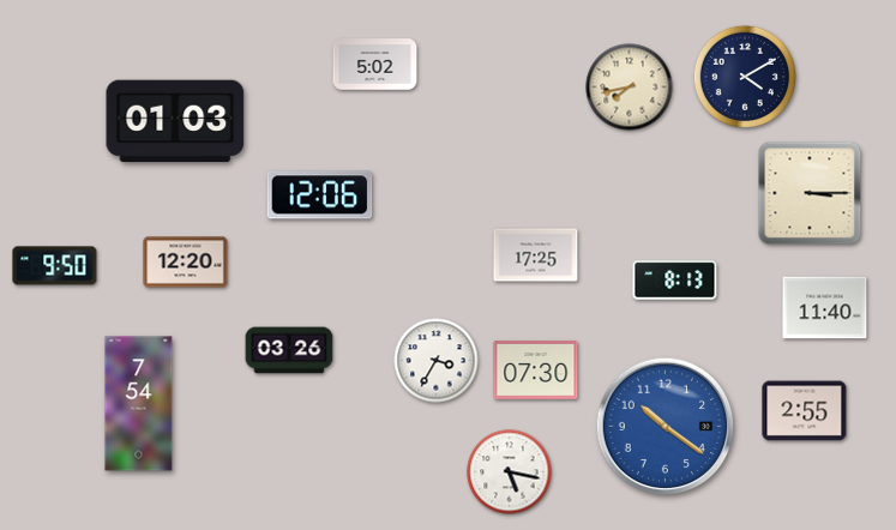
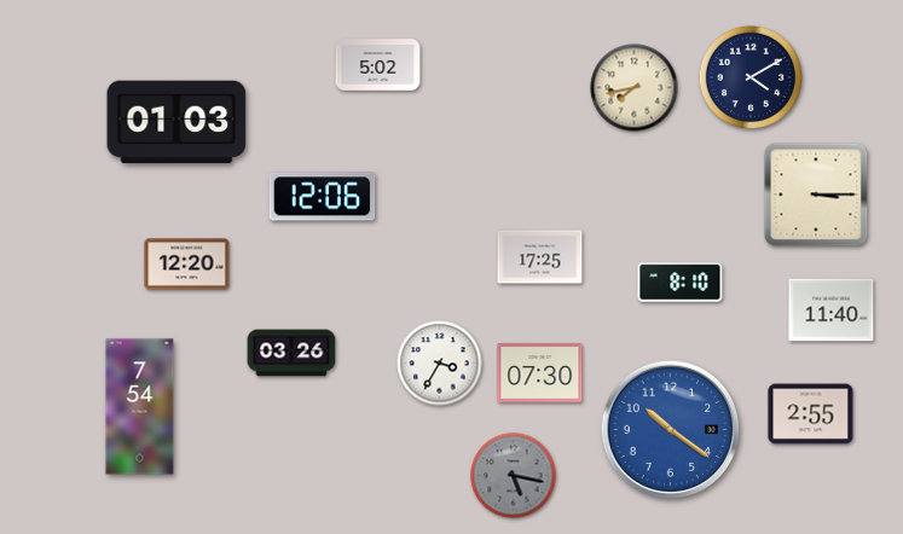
clock at (55, 266): 9:50 -> none
clock at (675, 281): 8:13 -> 8:10
clock at (510, 472) dial: white -> grey
